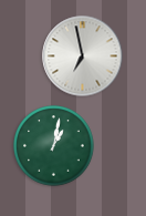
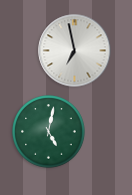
clock at (54, 146): 1:02 -> 5:02
